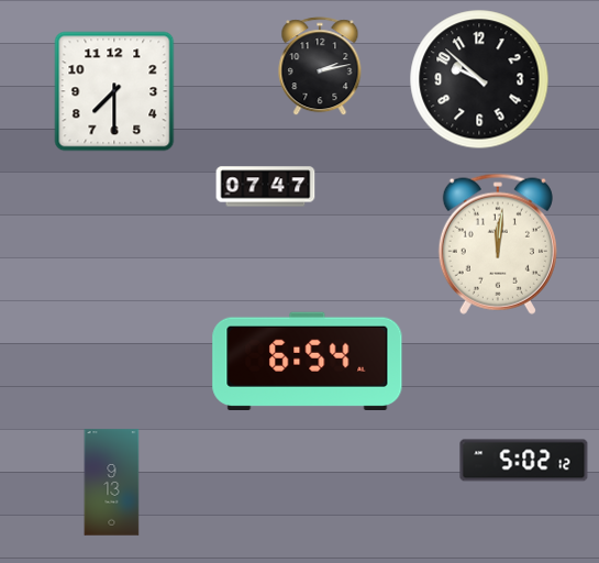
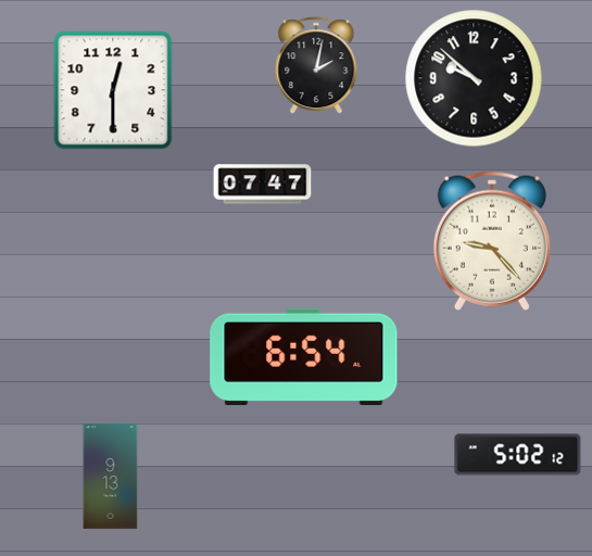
clock at (320, 67): 2:13 -> 2:02
clock at (114, 91): 7:30 -> 12:30
clock at (498, 244): 12:01 -> 9:23
